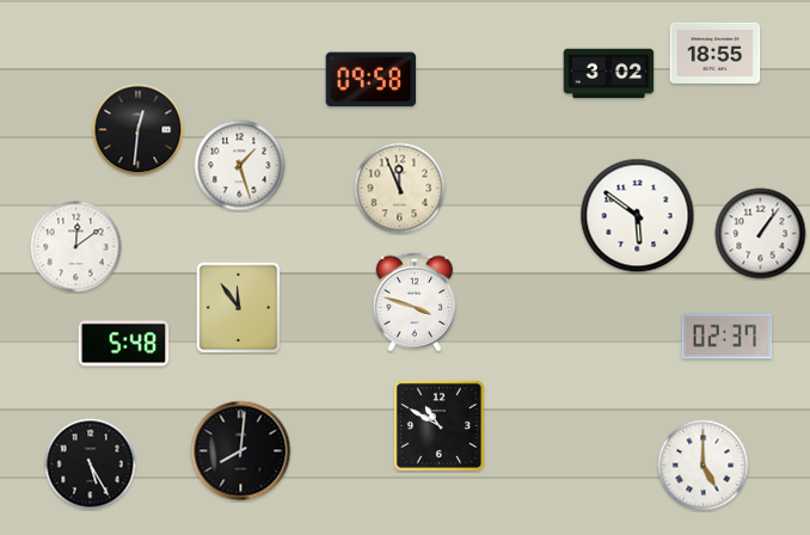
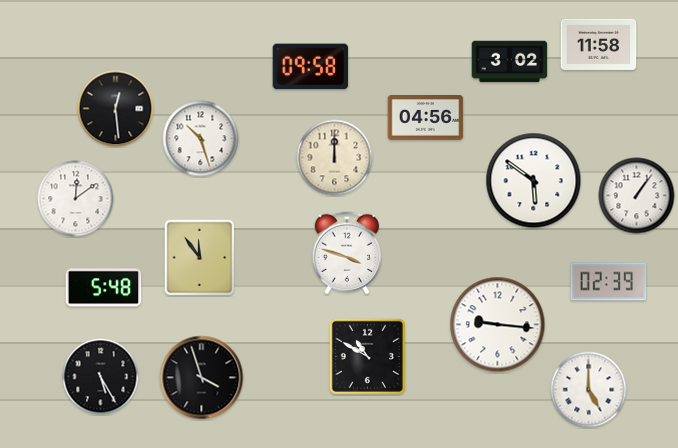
clock at (716, 53): 18:55 -> 11:58
clock at (139, 130): 12:31 -> 12:29
clock at (426, 118): none -> 04:56
clock at (240, 166): 1:27 -> 10:27
clock at (400, 189): 11:56 -> 12:00
clock at (76, 247) position: (76, 247) -> (76, 199)
clock at (728, 337): 02:37 -> 02:39
clock at (498, 325): none -> 9:16
clock at (241, 451): 8:01 -> 3:57
clock at (91, 465) position: (91, 465) -> (101, 377)
